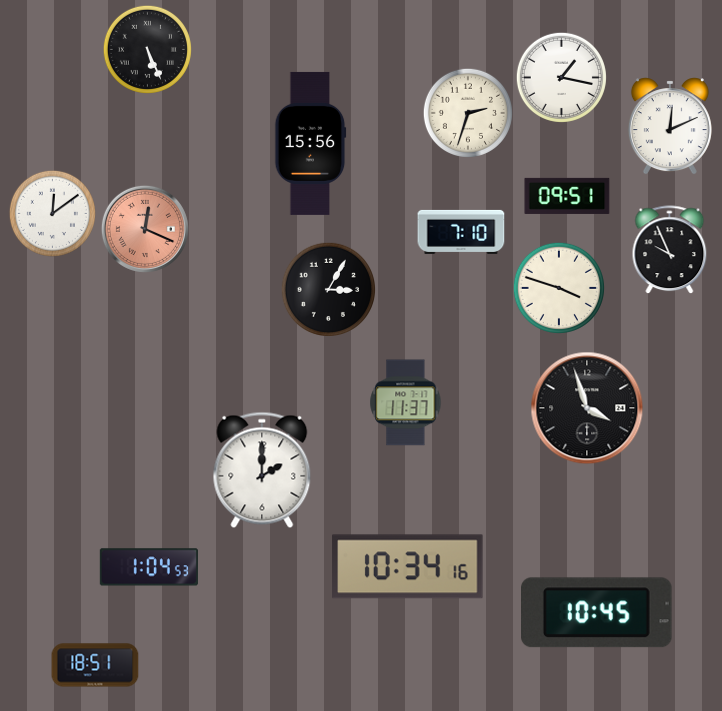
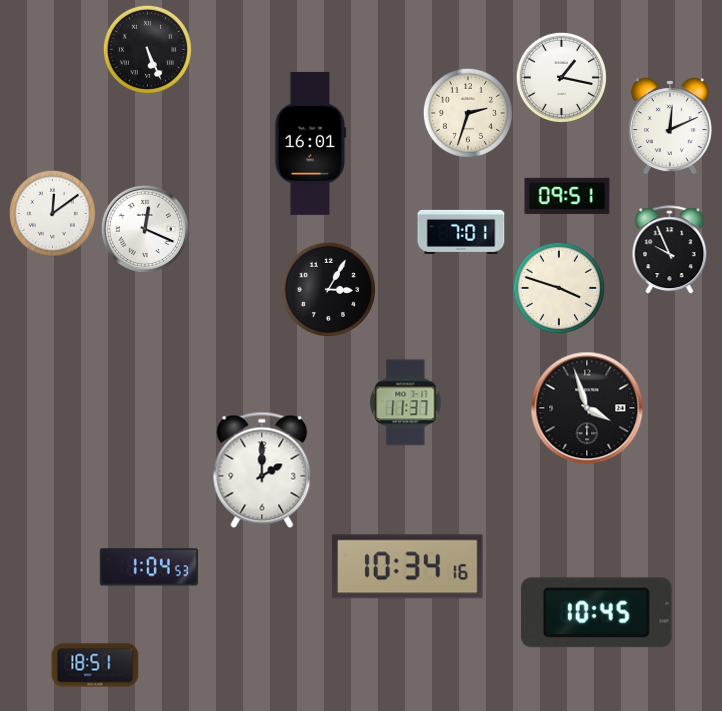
clock at (311, 143): 15:56 -> 16:01
clock at (145, 229) dial: salmon -> white
clock at (461, 232): 7:10 -> 7:01
